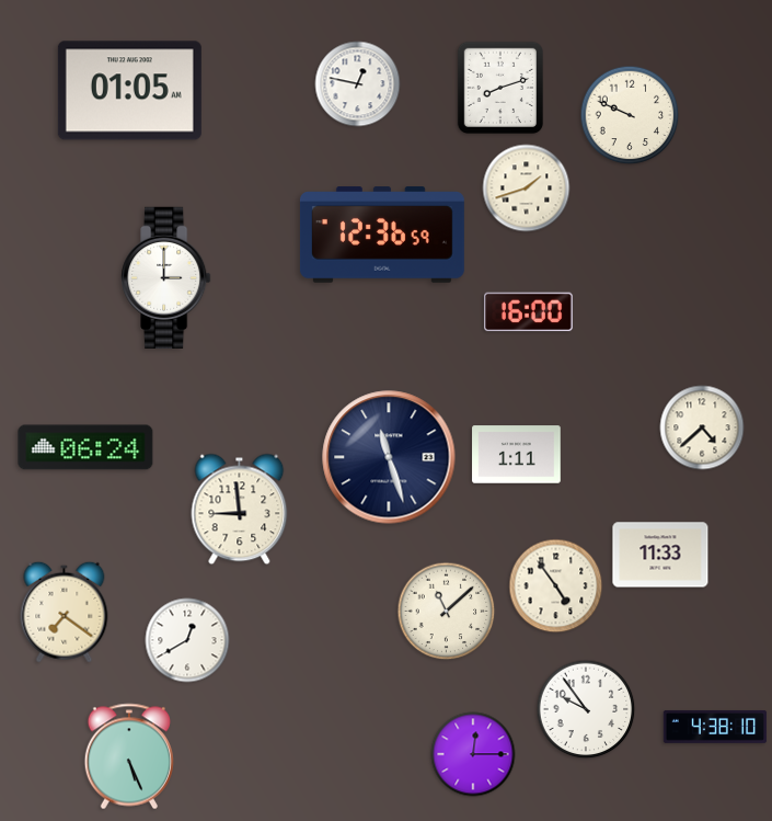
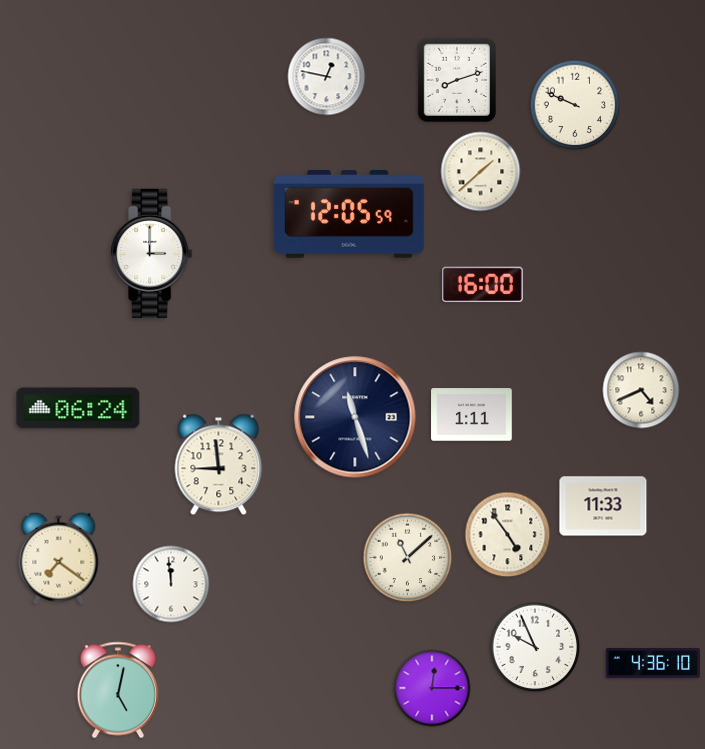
clock at (129, 91): 01:05 -> none
clock at (527, 189): 1:42 -> 1:38
clock at (382, 235): 12:36 -> 12:05
clock at (702, 427): 4:38 -> 4:41
clock at (187, 640): 12:40 -> 11:59
clock at (586, 709): 9:54 -> 9:56
clock at (715, 727): 4:38 -> 4:36
clock at (129, 756): 5:26 -> 5:02
